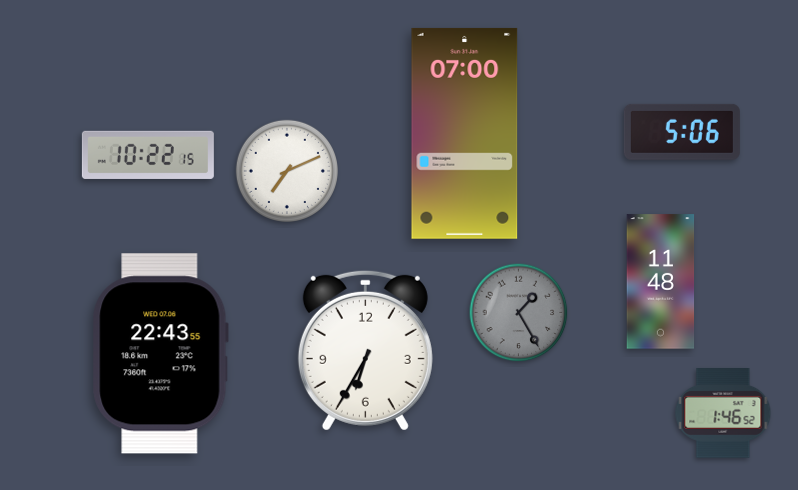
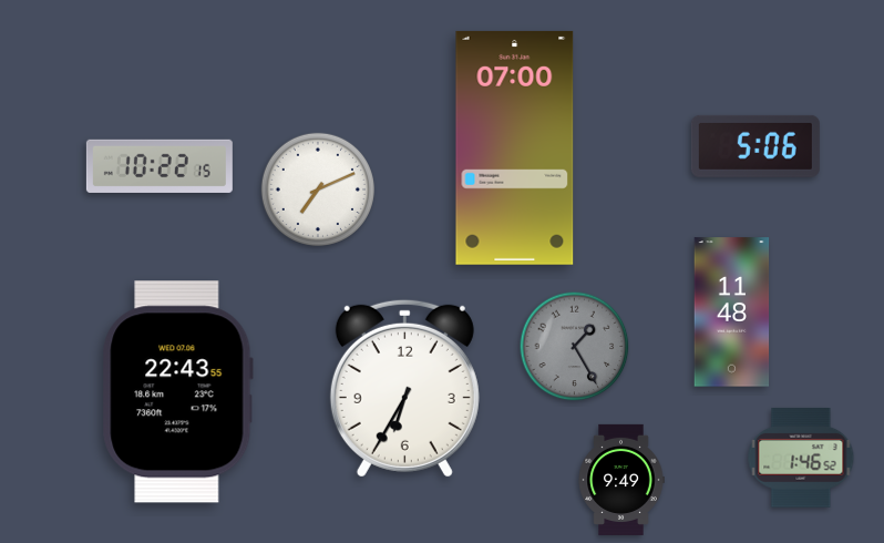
clock at (148, 155) position: (148, 155) -> (160, 166)
clock at (621, 480): none -> 9:49
